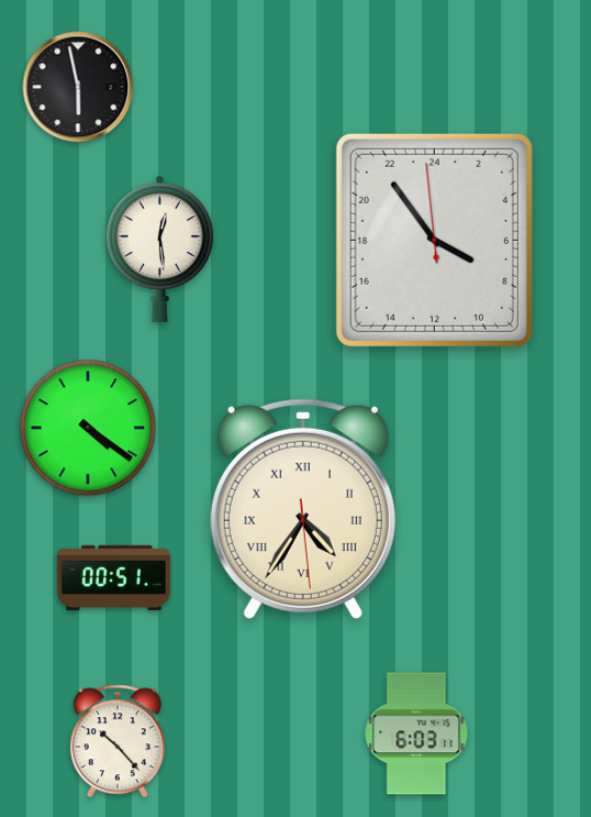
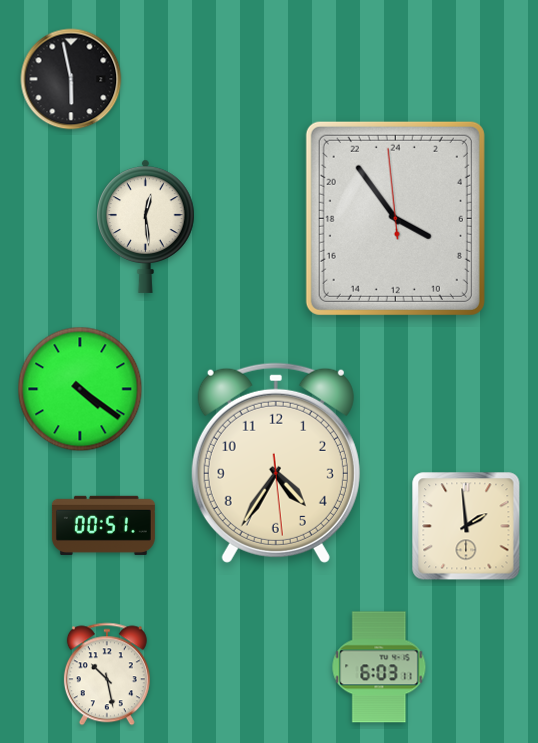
clock at (303, 509) numerals: Roman -> Arabic
clock at (466, 526): none -> 1:59
clock at (118, 741): 10:23 -> 10:28
